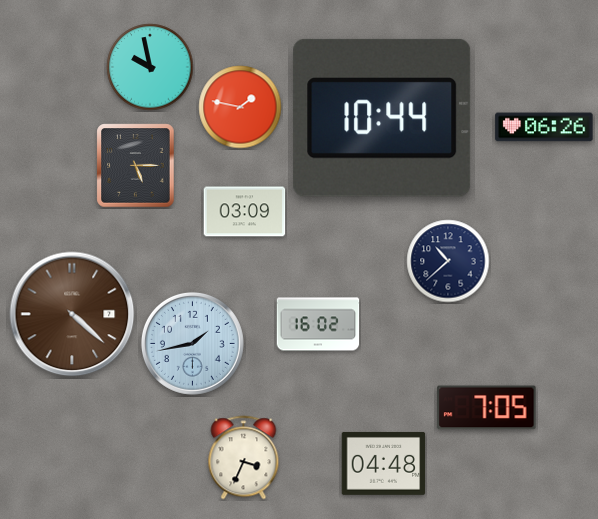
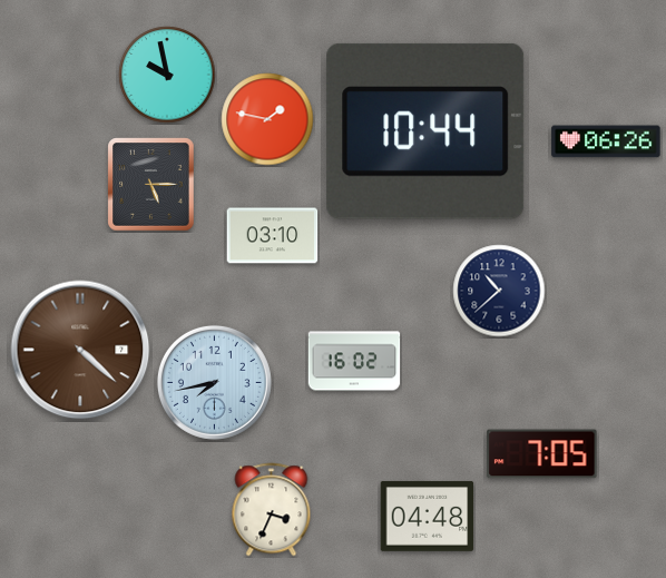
clock at (245, 212): 03:09 -> 03:10
clock at (192, 343): 1:43 -> 7:43
